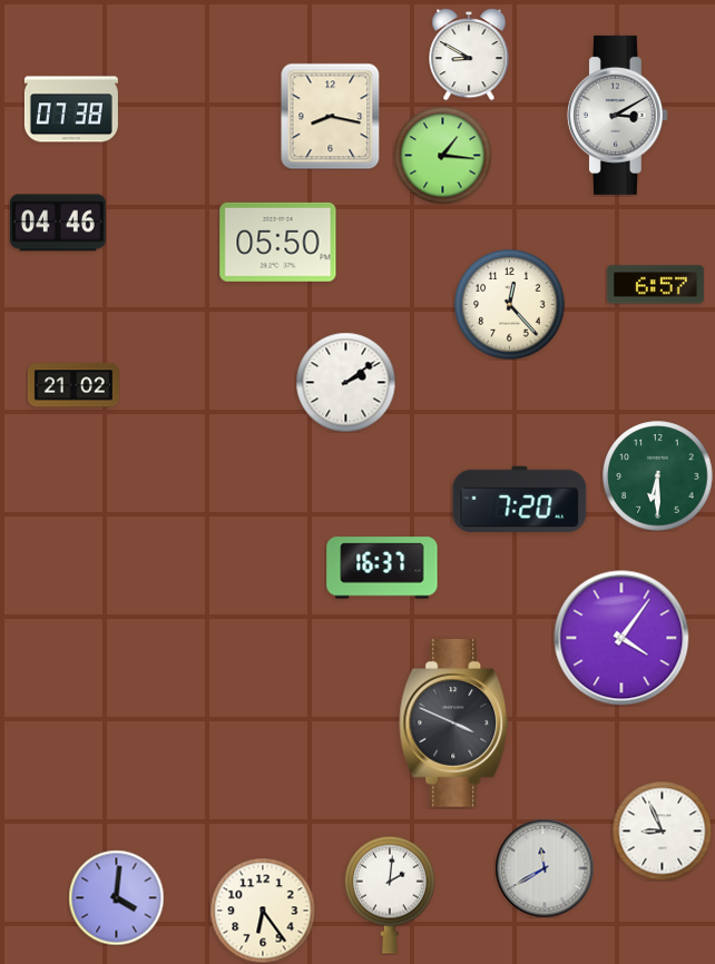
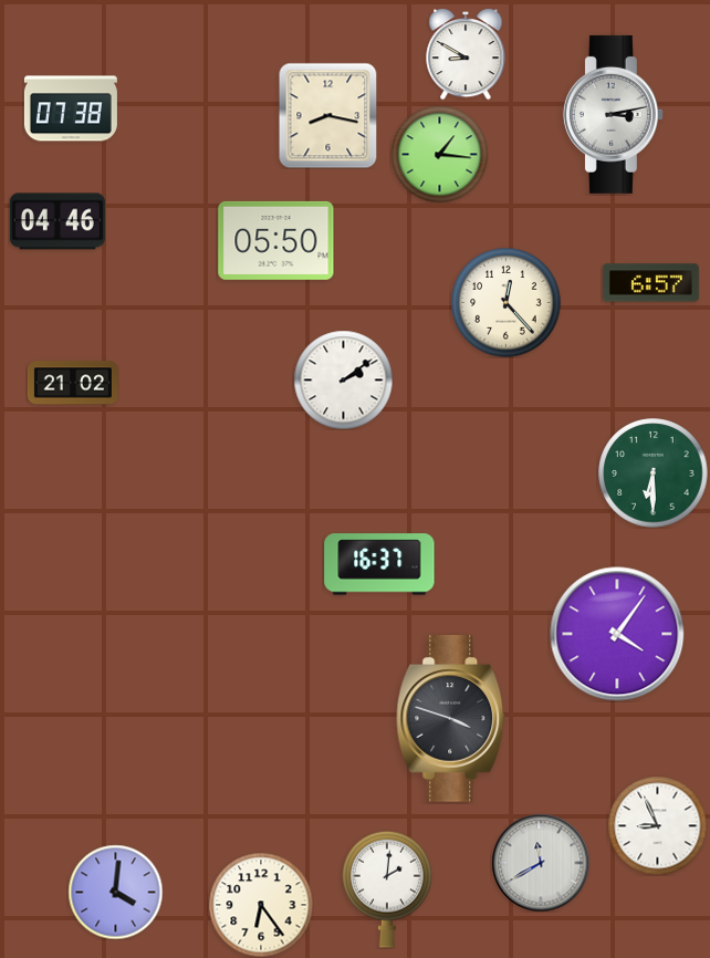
clock at (617, 115): 3:10 -> 3:13
clock at (520, 499): 7:20 -> none
clock at (454, 724): 3:49 -> 3:48
